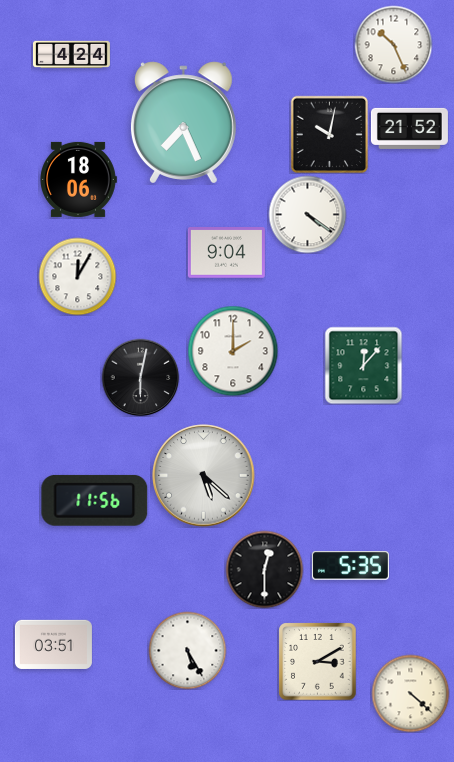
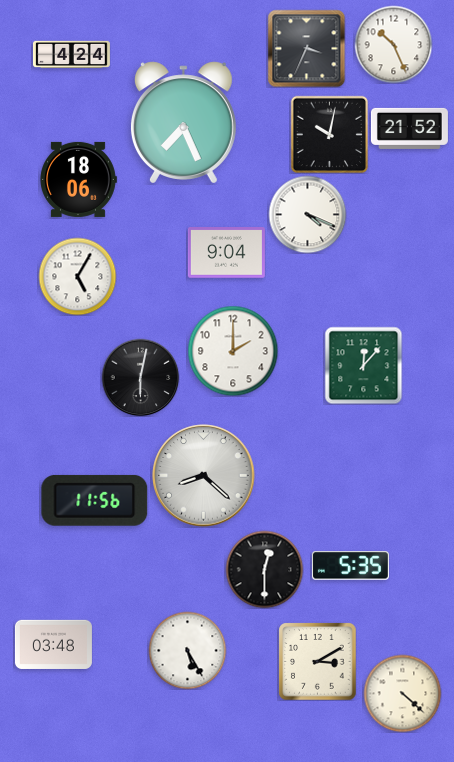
clock at (306, 48): none -> 3:34
clock at (307, 214): 4:21 -> 4:19
clock at (77, 276): 12:05 -> 5:05
clock at (204, 476): 5:22 -> 8:22
clock at (53, 644): 03:51 -> 03:48
clock at (410, 693) position: (410, 693) -> (402, 693)
